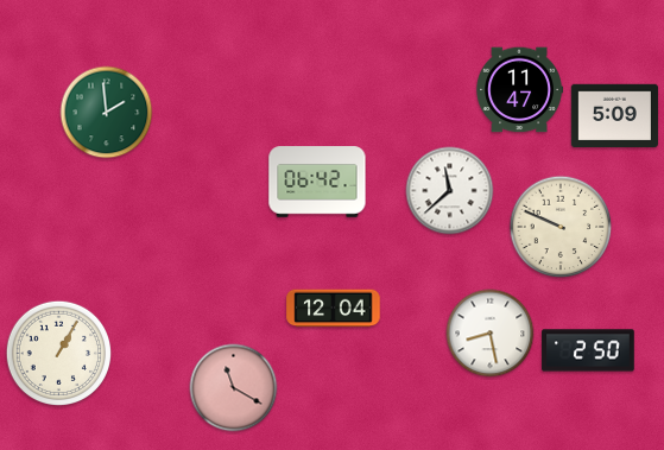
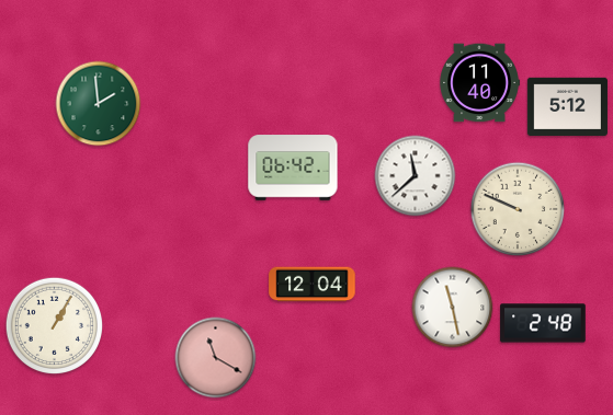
clock at (519, 90): 11:47 -> 11:40
clock at (614, 116): 5:09 -> 5:12
clock at (334, 309) position: (334, 309) -> (313, 285)
clock at (491, 334): 8:28 -> 11:28
clock at (588, 350): 2:50 -> 2:48
